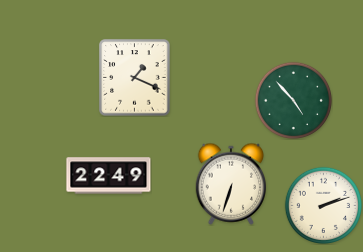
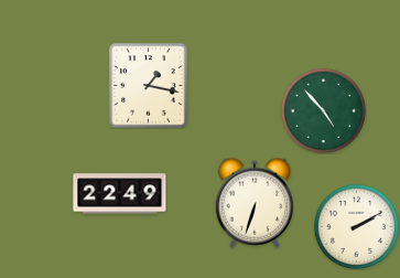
clock at (135, 78): 1:19 -> 1:17
clock at (323, 205): 2:12 -> 2:10
